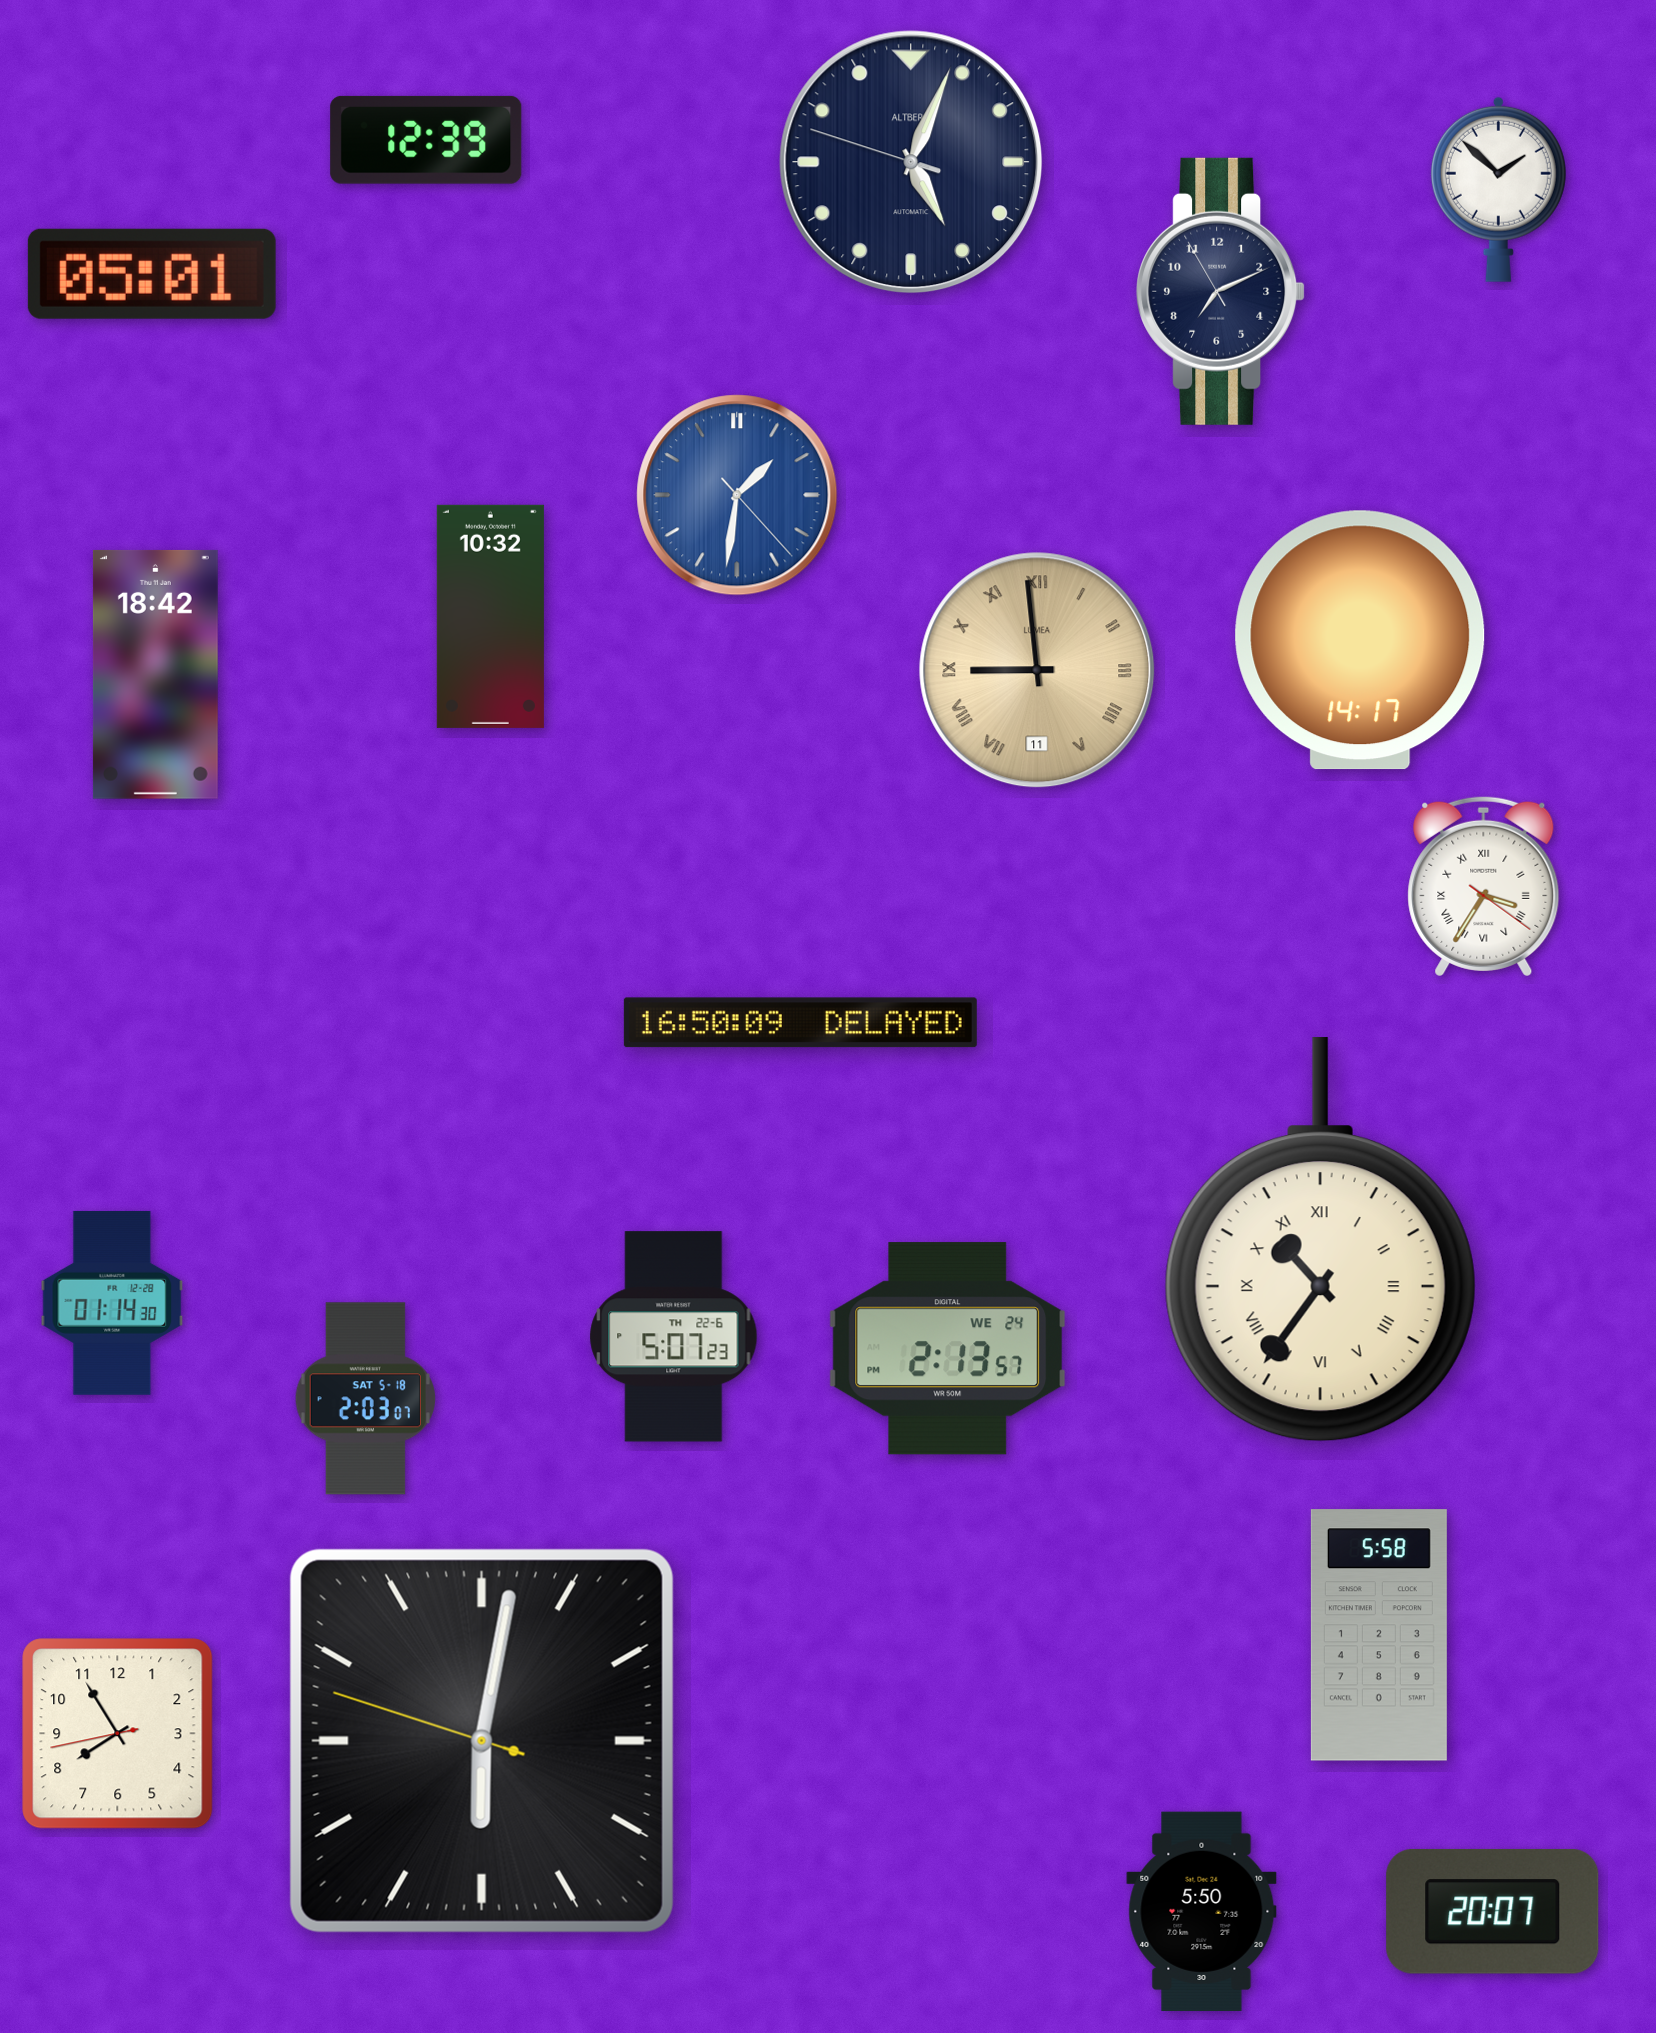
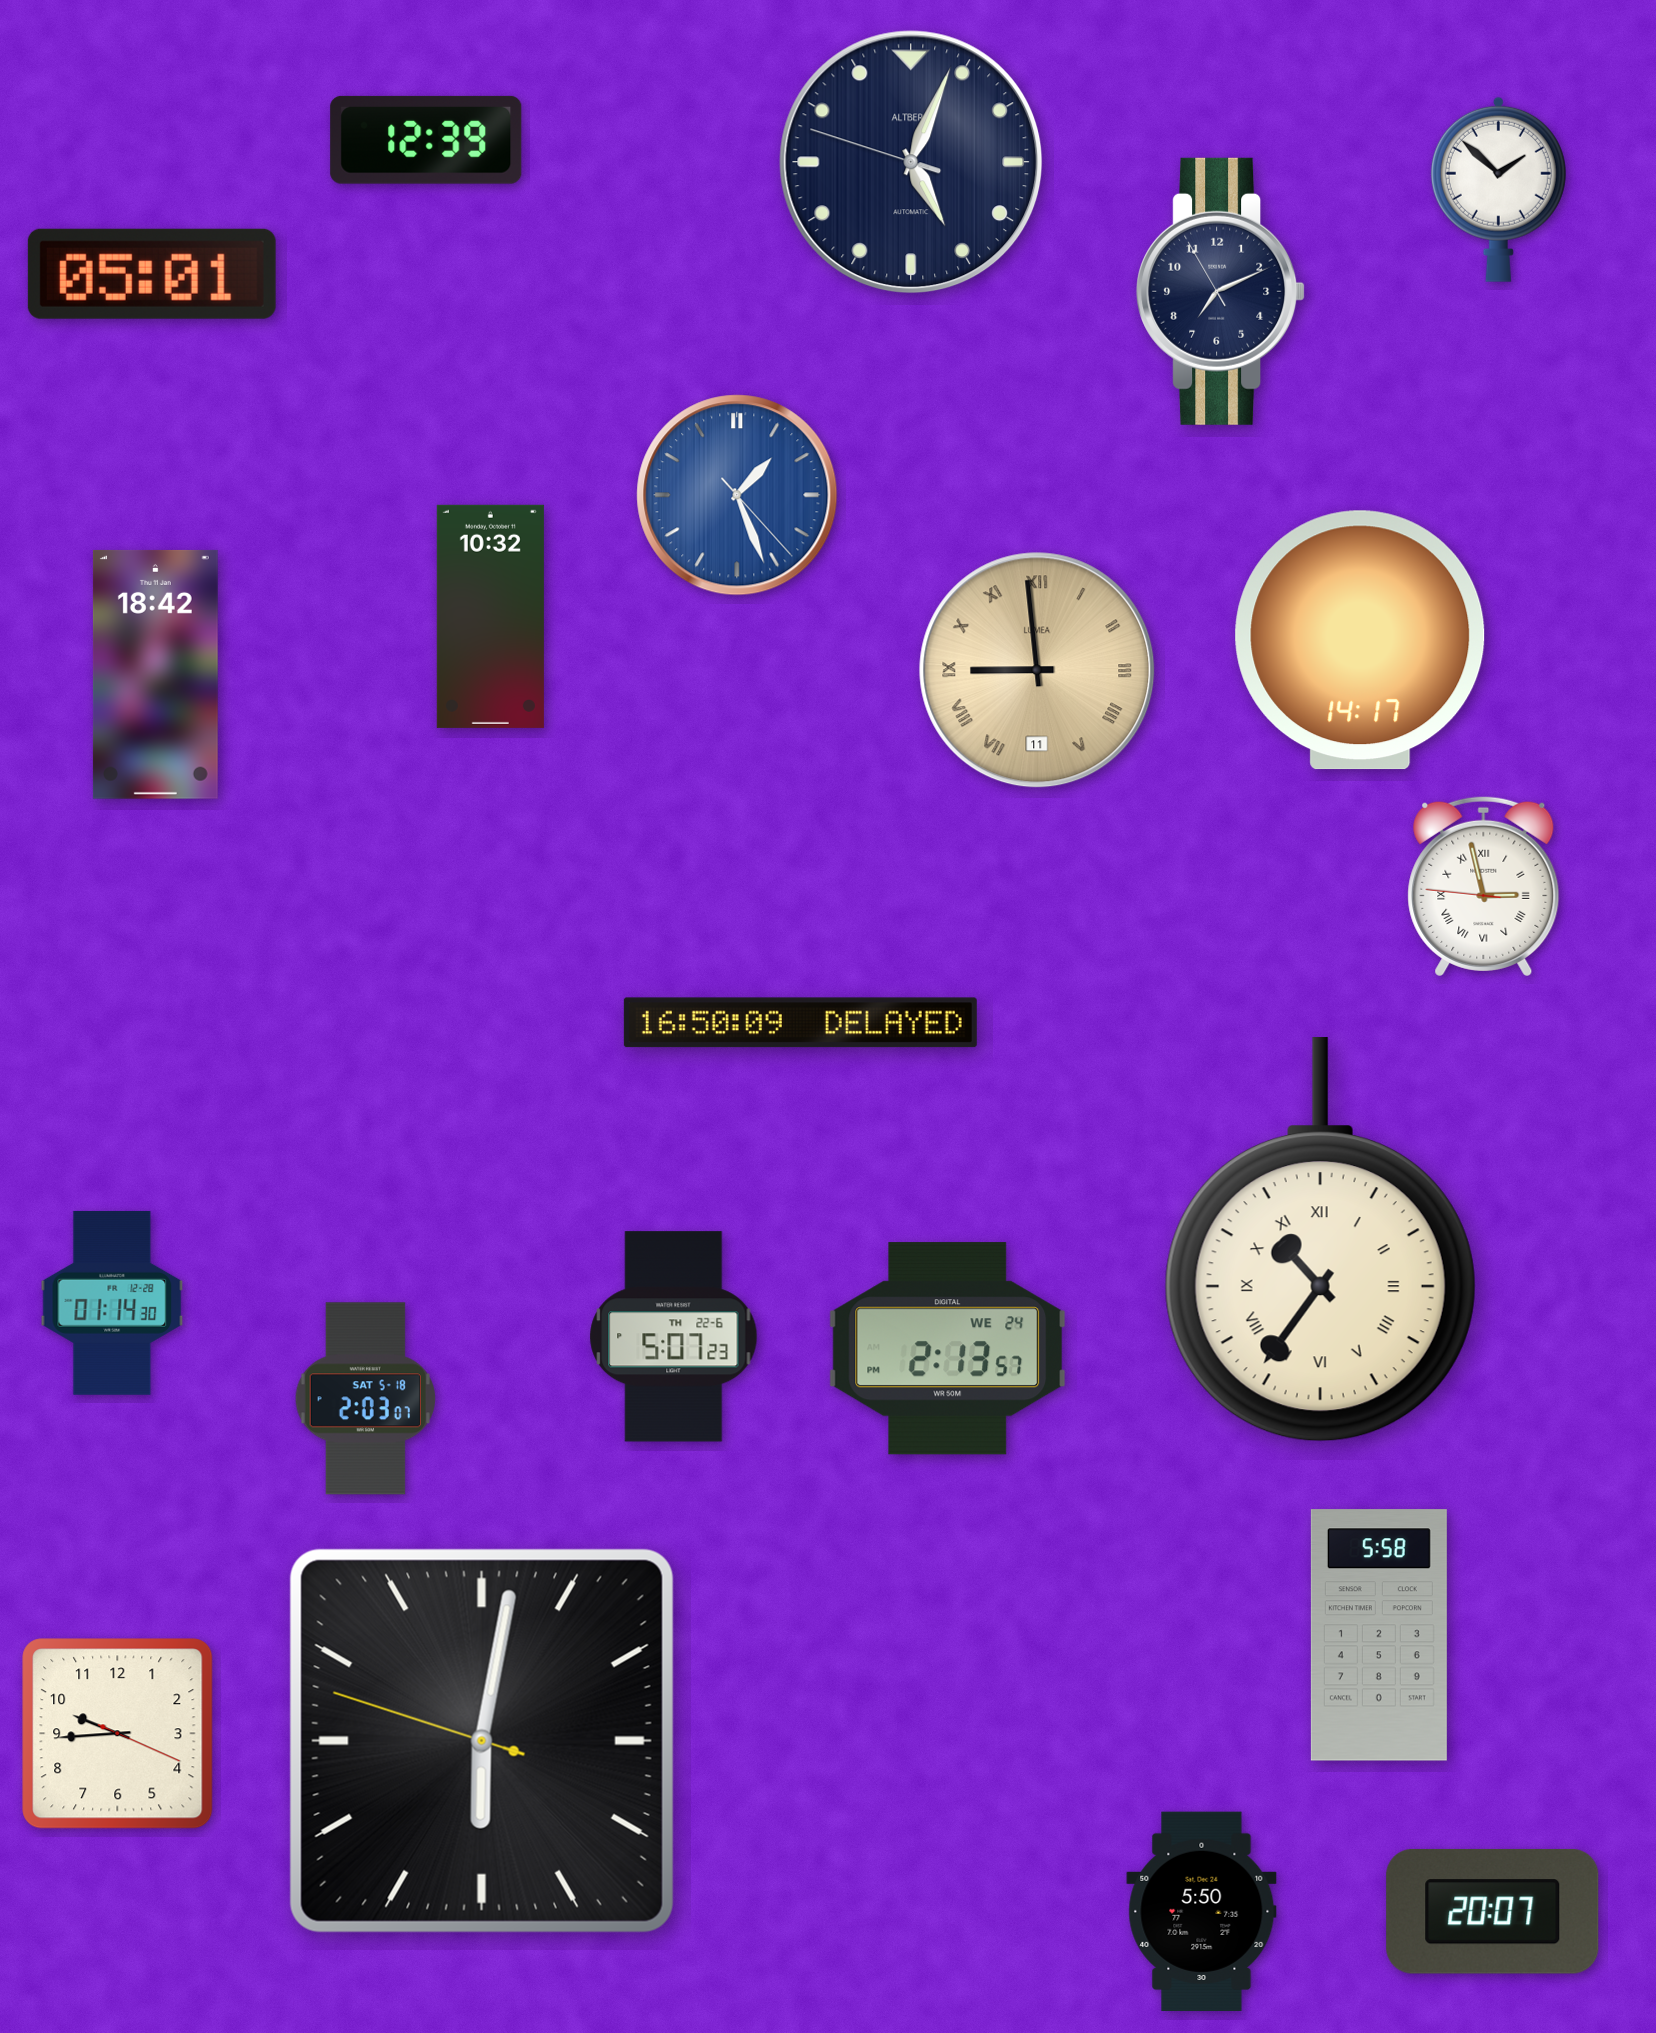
clock at (737, 495): 1:31 -> 1:26
clock at (1484, 886): 3:35 -> 2:57
clock at (118, 1734): 7:54 -> 9:44
